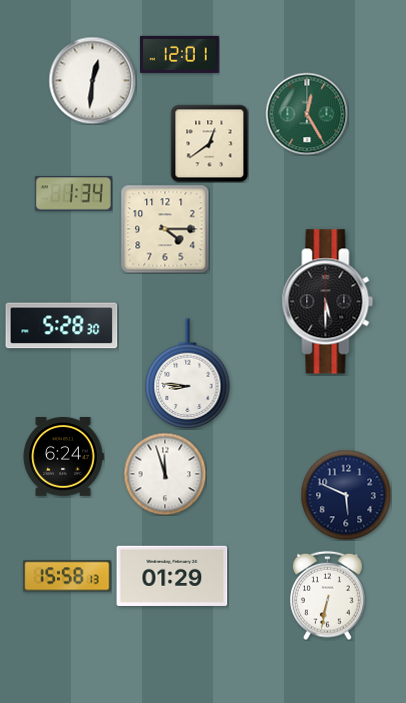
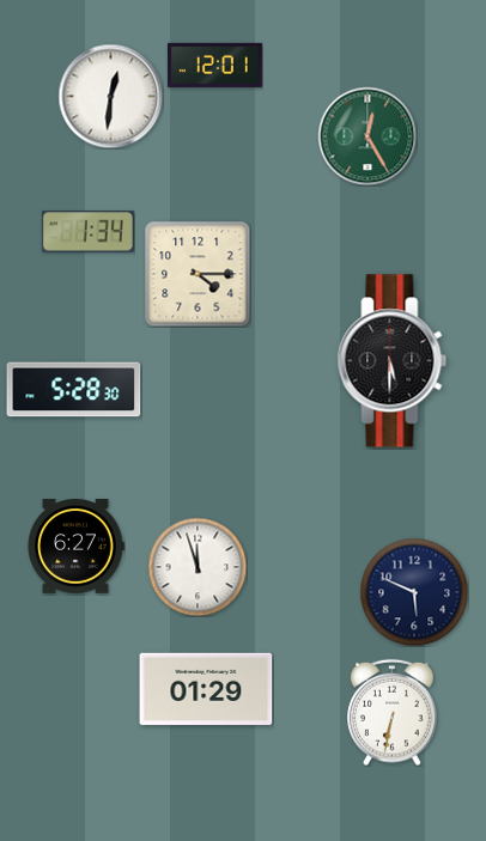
clock at (209, 143): 12:39 -> none
clock at (188, 373): 8:46 -> none
clock at (63, 457): 6:24 -> 6:27
clock at (67, 576): 15:58 -> none
